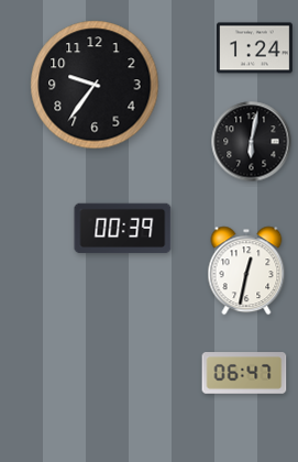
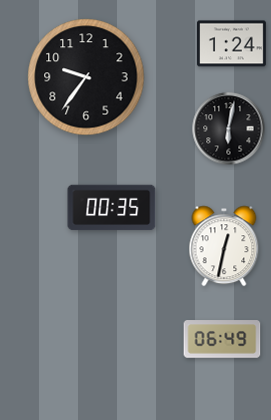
clock at (123, 229): 00:39 -> 00:35
clock at (244, 373): 06:47 -> 06:49
